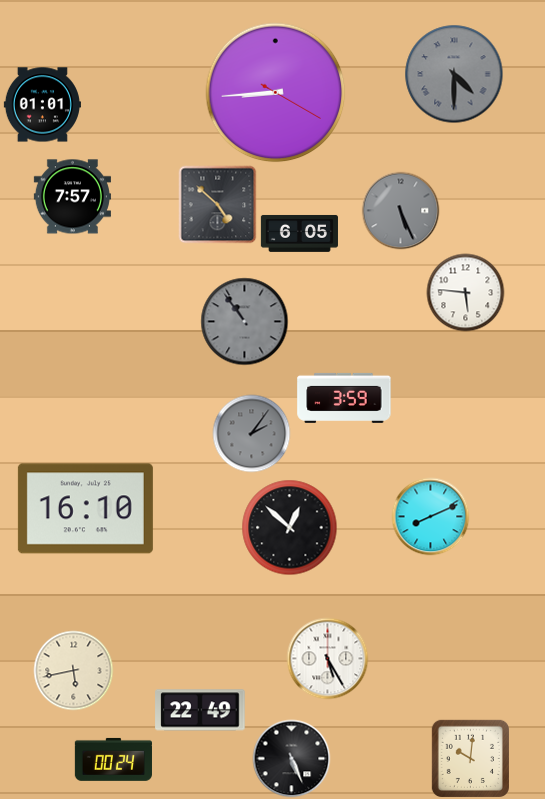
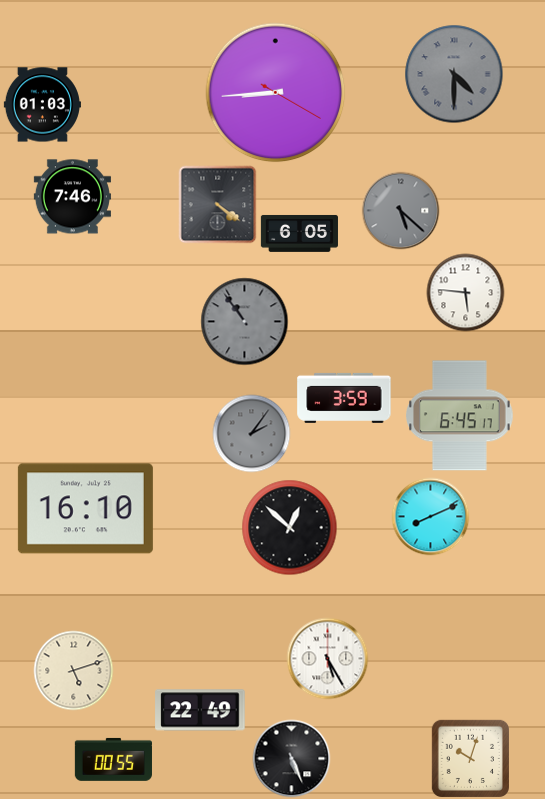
clock at (42, 105): 01:01 -> 01:03
clock at (72, 197): 7:57 -> 7:46
clock at (217, 204): 4:52 -> 4:21
clock at (400, 210): 5:26 -> 5:22
clock at (460, 416): none -> 6:45
clock at (73, 670): 5:43 -> 5:12
clock at (470, 758): 10:01 -> 10:03
clock at (113, 759): 00:24 -> 00:55
